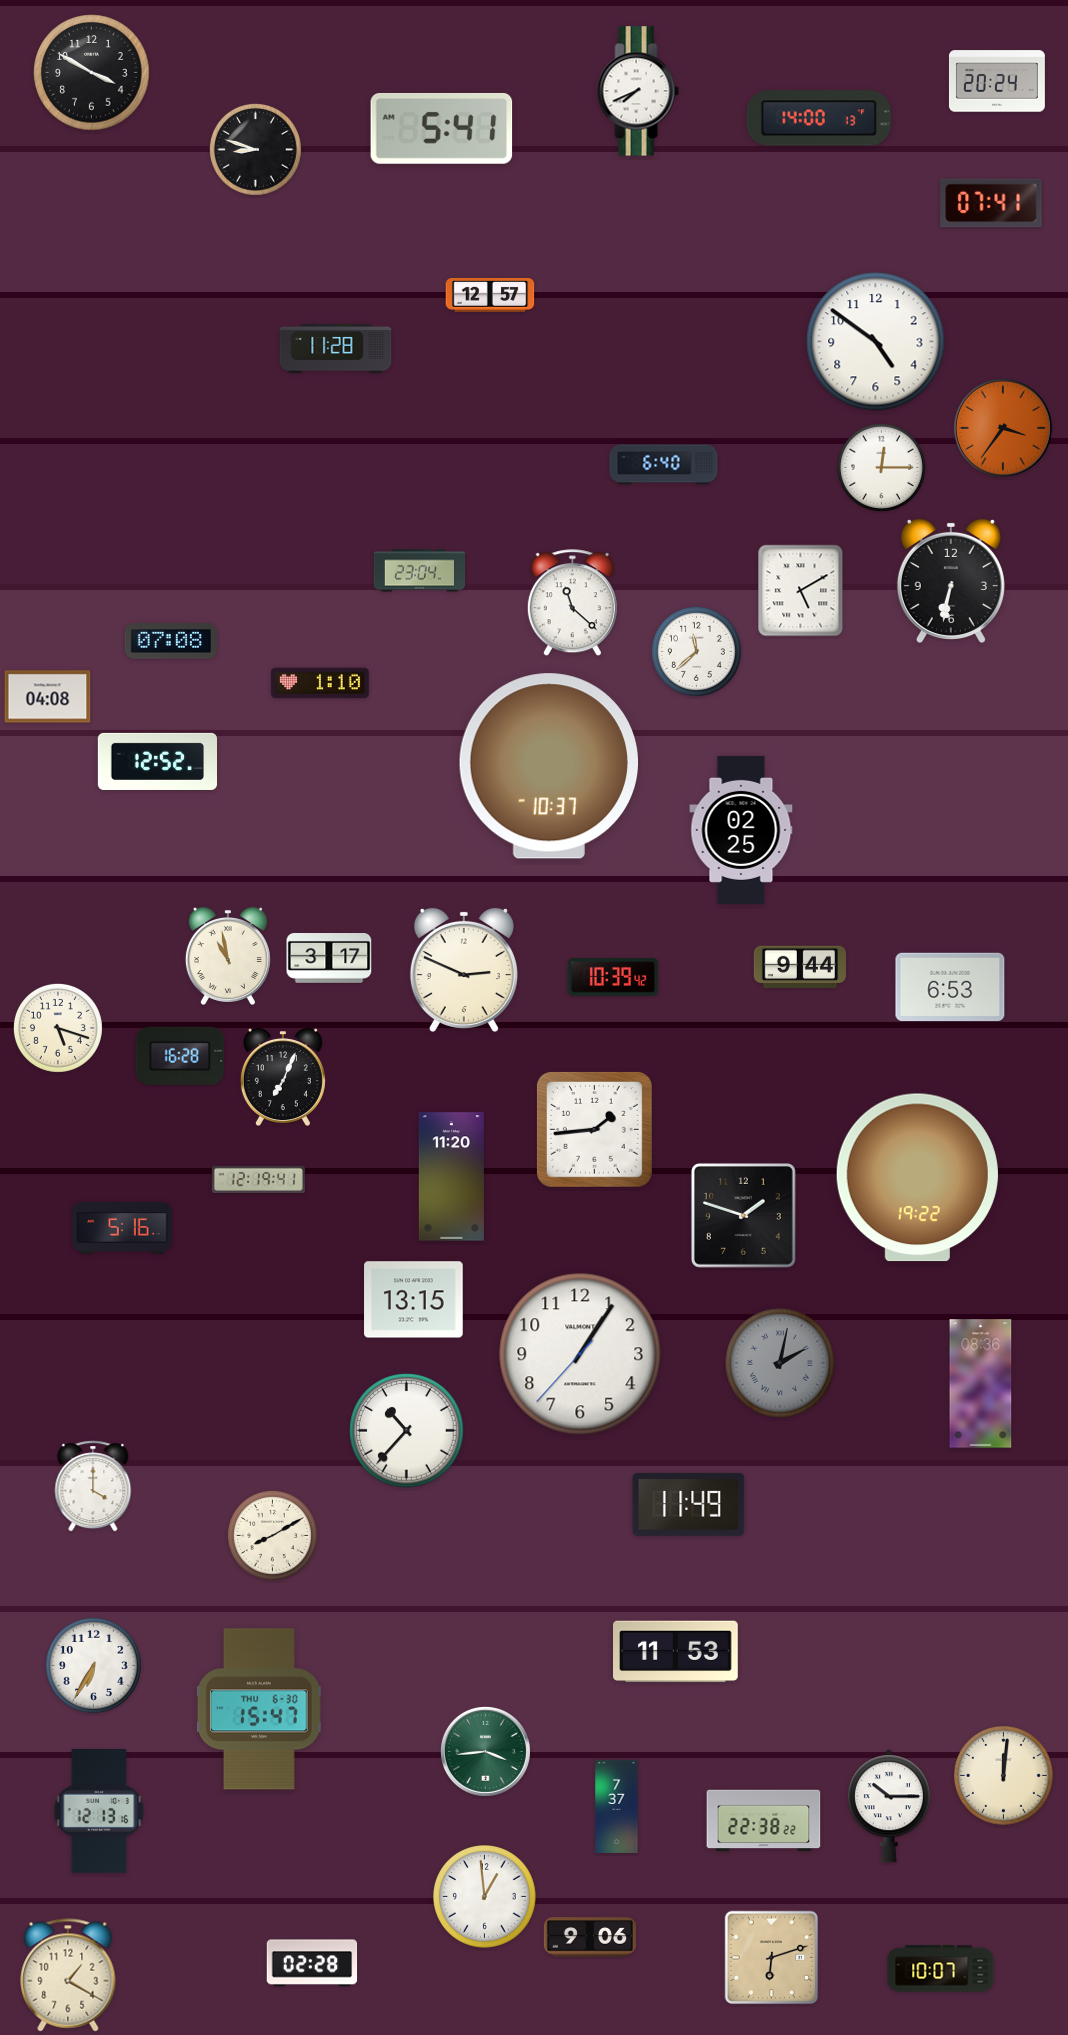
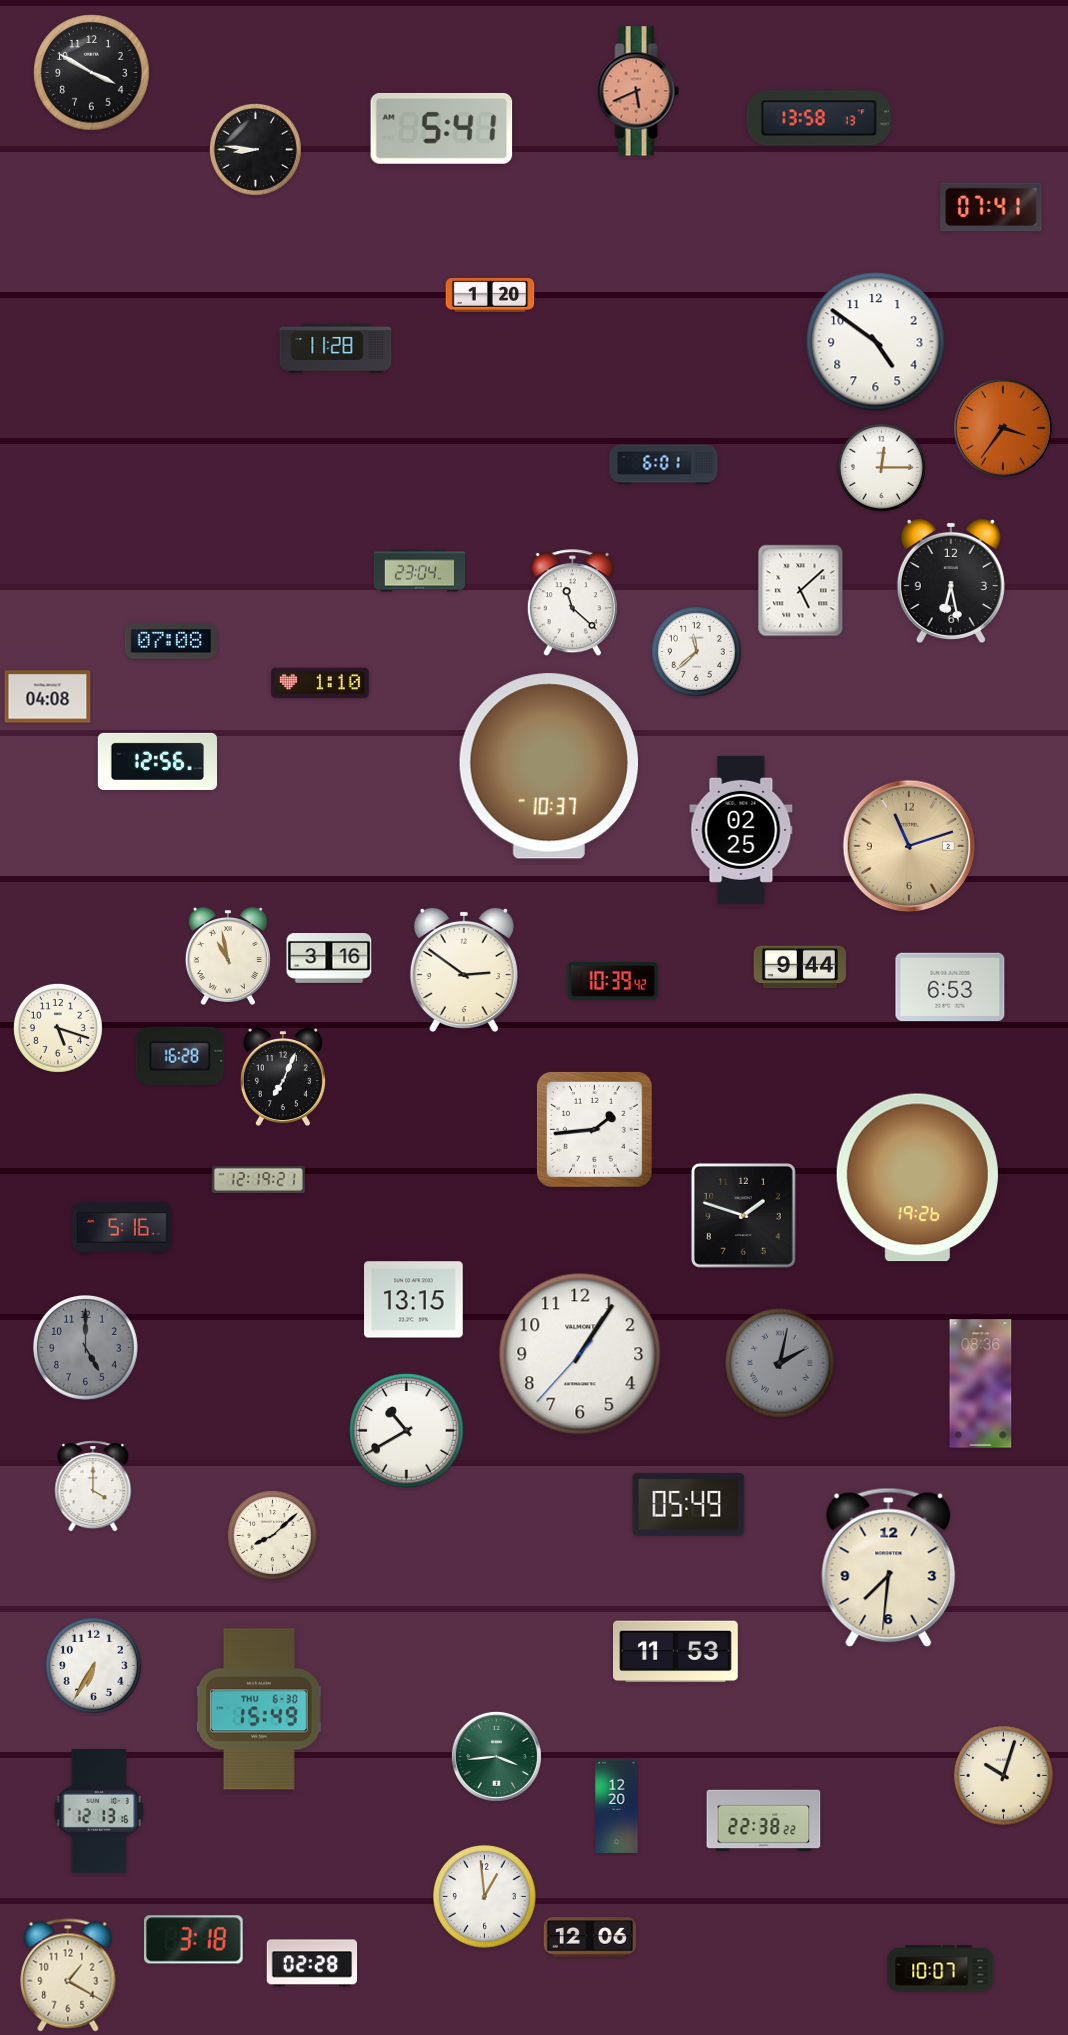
clock at (997, 81): 20:24 -> none
clock at (638, 91): 7:41 -> 5:41
clock at (638, 91) dial: white -> salmon
clock at (818, 118): 14:00 -> 13:58
clock at (255, 149): 8:48 -> 8:46
clock at (991, 203) position: (991, 203) -> (991, 207)
clock at (490, 295): 12:57 -> 1:20
clock at (664, 465): 6:40 -> 6:01
clock at (951, 581): 6:32 -> 6:28
clock at (801, 591): 5:10 -> 5:08
clock at (157, 761): 12:52 -> 12:56
clock at (909, 846): none -> 11:12
clock at (329, 959): 3:17 -> 3:16
clock at (464, 970): 2:49 -> 2:51
clock at (613, 978) position: (613, 978) -> (613, 982)
clock at (451, 1177): 11:20 -> none
clock at (917, 1178): 19:22 -> 19:26
clock at (258, 1179): 12:19:41 -> 12:19:21
clock at (86, 1348): none -> 5:00
clock at (407, 1431): 10:37 -> 10:40
clock at (689, 1504): 11:49 -> 05:49
clock at (272, 1535): 8:10 -> 8:08
clock at (889, 1568): none -> 7:31
clock at (259, 1709): 15:47 -> 15:49
clock at (485, 1751) position: (485, 1751) -> (496, 1756)
clock at (1004, 1776): 12:01 -> 10:03
clock at (617, 1806): 7:37 -> 12:20
clock at (889, 1806): 10:15 -> none
clock at (590, 1937): 9:06 -> 12:06
clock at (194, 1940): none -> 3:18
clock at (772, 1958): 6:12 -> none
